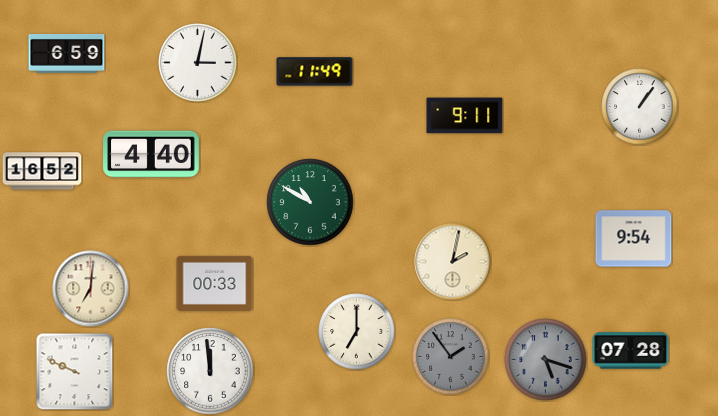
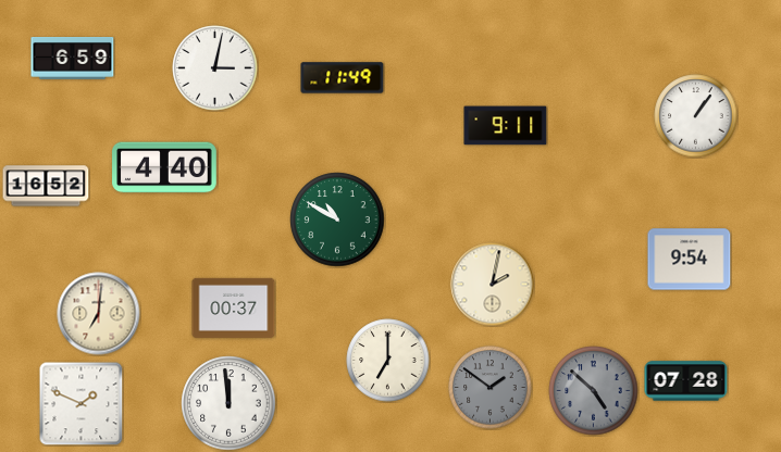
clock at (215, 283): 00:33 -> 00:37
clock at (451, 357): 1:54 -> 1:51
clock at (546, 360): 5:18 -> 4:52
clock at (74, 371): 9:49 -> 1:49
